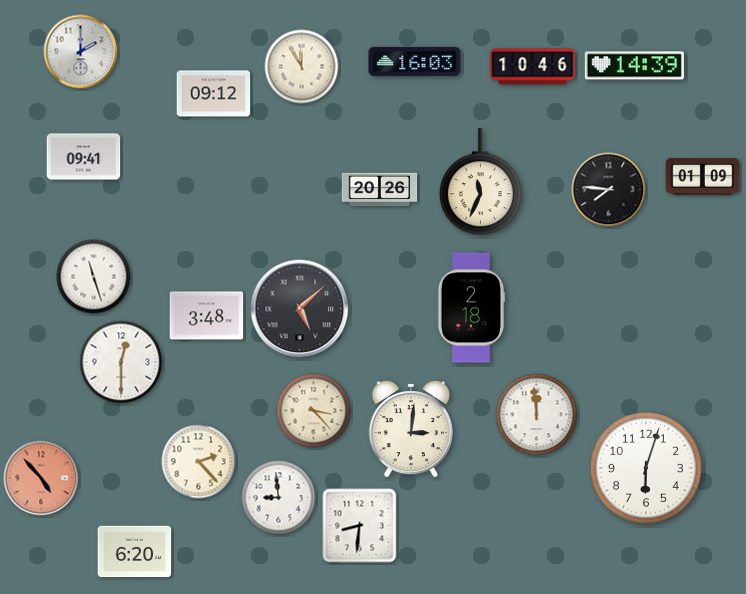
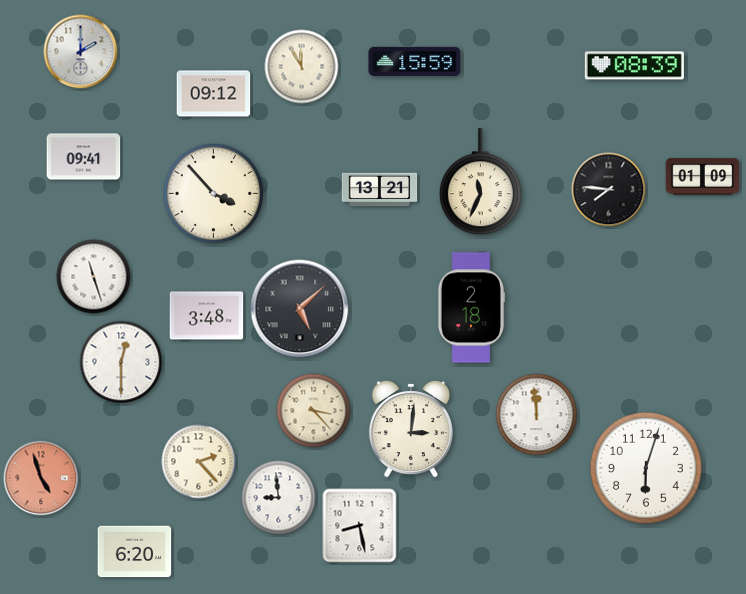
clock at (415, 61): 16:03 -> 15:59
clock at (634, 66): 14:39 -> 08:39
clock at (533, 67): 10:46 -> none
clock at (380, 190): 20:26 -> 13:21
clock at (214, 194): none -> 3:53
clock at (41, 478): 4:53 -> 4:57
clock at (360, 526): 8:31 -> 8:28
